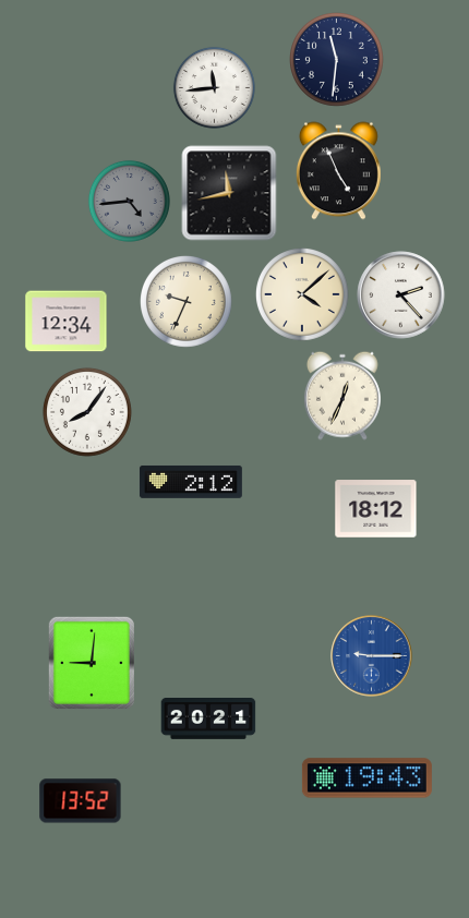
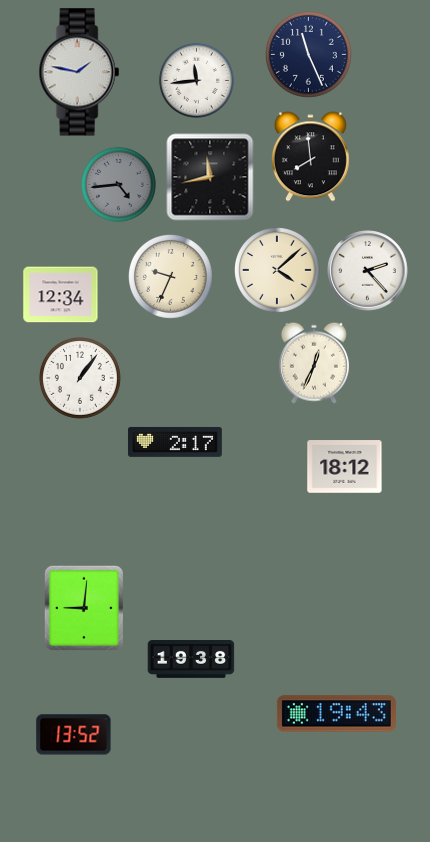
clock at (337, 60): 11:31 -> 11:26
clock at (79, 72): none -> 1:47
clock at (338, 171): 4:56 -> 7:59
clock at (87, 412): 8:06 -> 1:06
clock at (191, 482): 2:12 -> 2:17
clock at (372, 656): 9:15 -> none
clock at (208, 720): 20:21 -> 19:38
